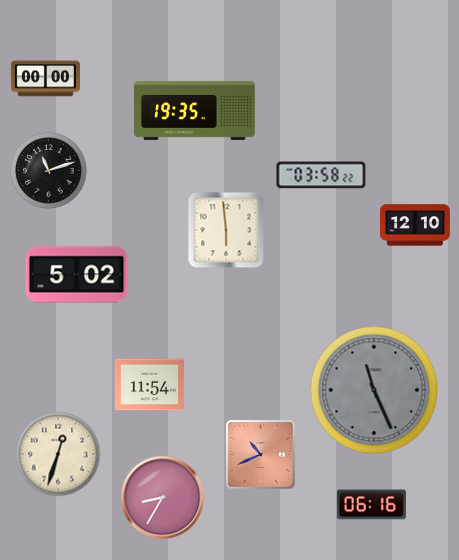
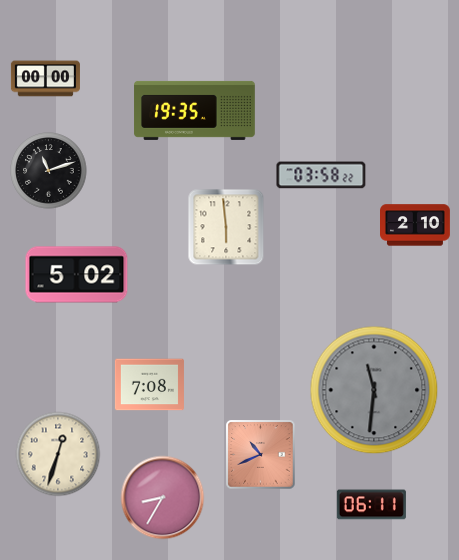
clock at (416, 225): 12:10 -> 2:10
clock at (226, 230) position: (226, 230) -> (226, 227)
clock at (149, 385): 11:54 -> 7:08
clock at (374, 390): 11:26 -> 11:31
clock at (371, 505): 06:16 -> 06:11
